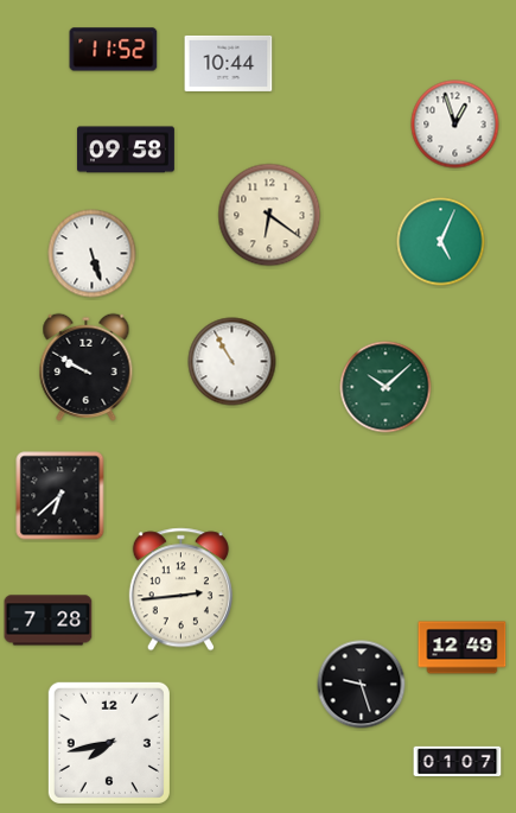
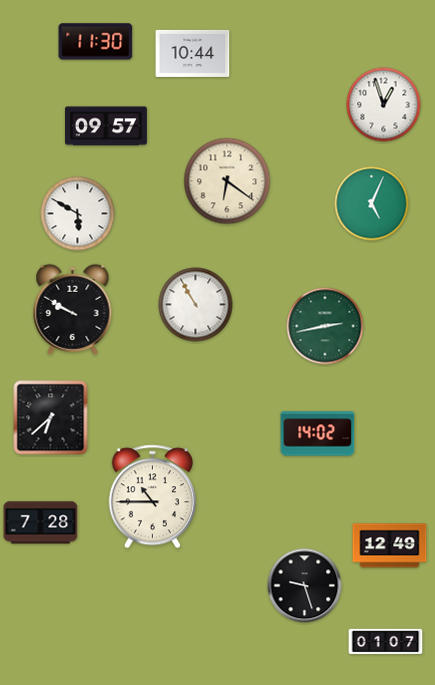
clock at (114, 50): 11:52 -> 11:30
clock at (126, 150): 09:58 -> 09:57
clock at (93, 254): 5:27 -> 5:50
clock at (386, 387): 10:08 -> 2:43
clock at (318, 434): none -> 14:02
clock at (180, 590): 2:44 -> 10:45
clock at (362, 685) position: (362, 685) -> (305, 586)
clock at (109, 743): 7:43 -> none
